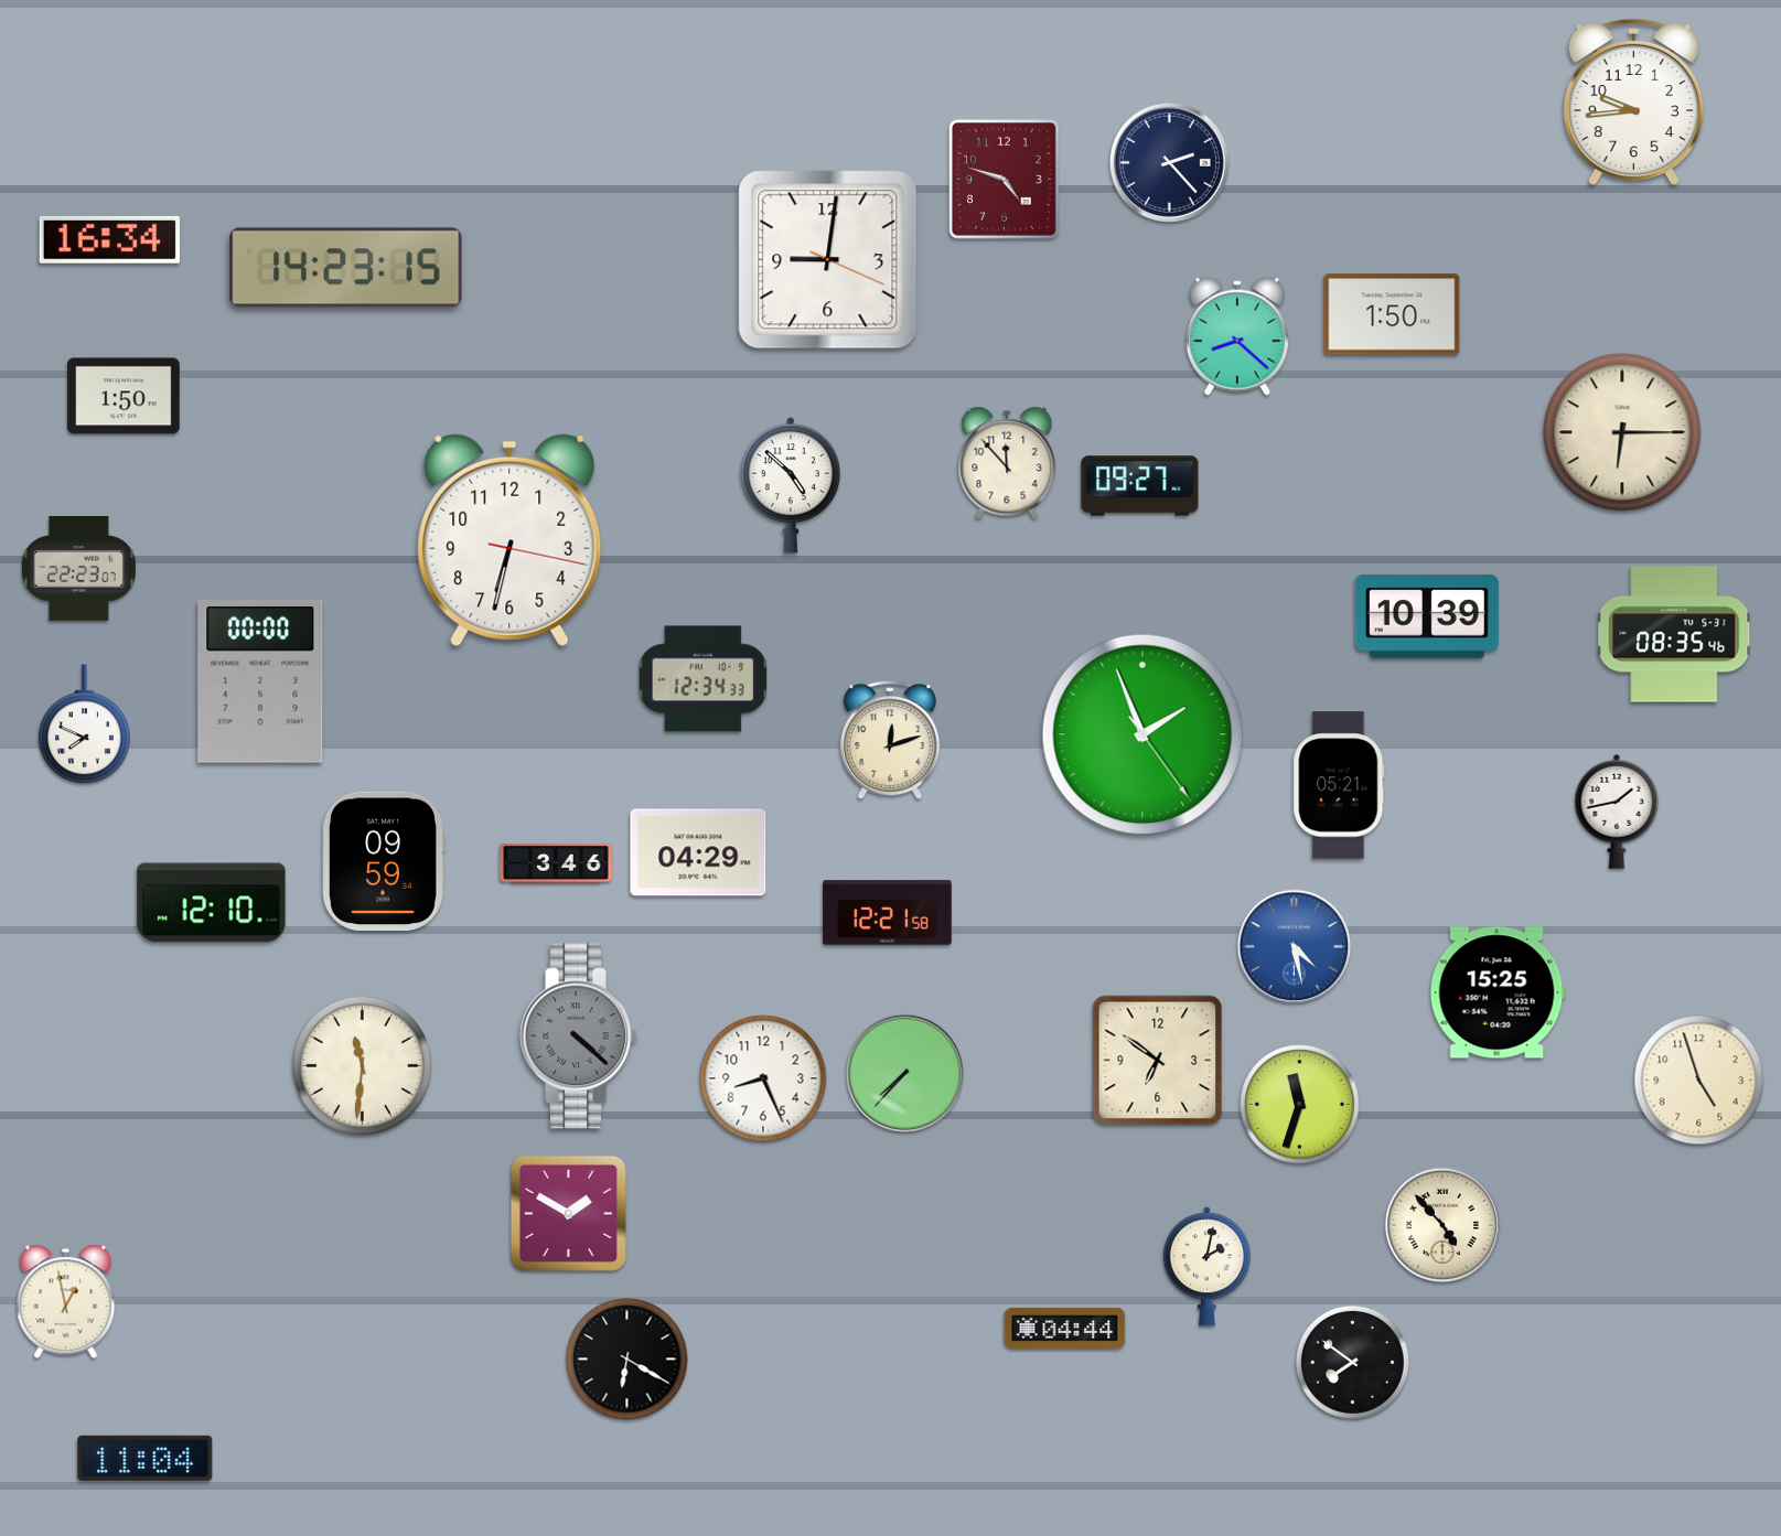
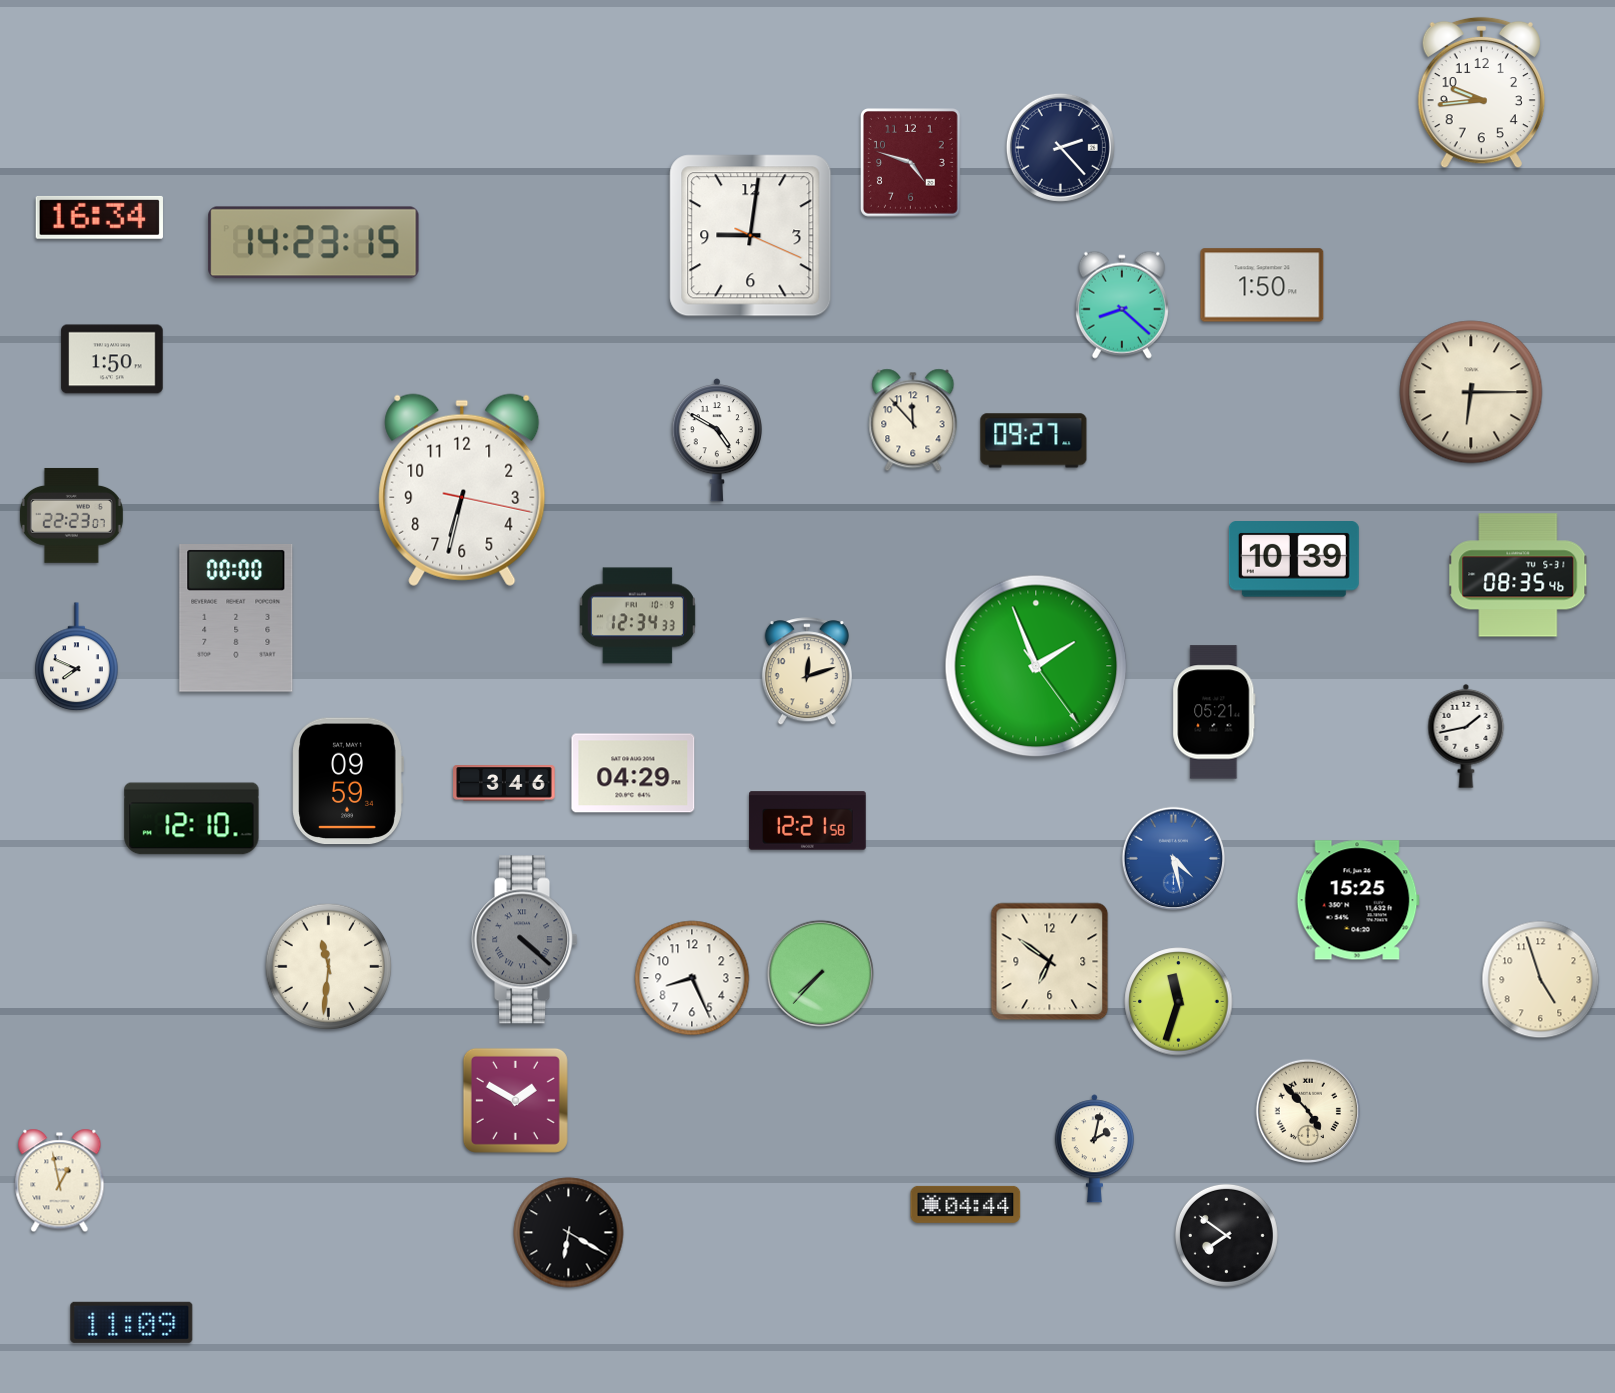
clock at (790, 485): 4:52 -> 4:50
clock at (888, 913) position: (888, 913) -> (808, 821)
clock at (146, 1458): 11:04 -> 11:09
